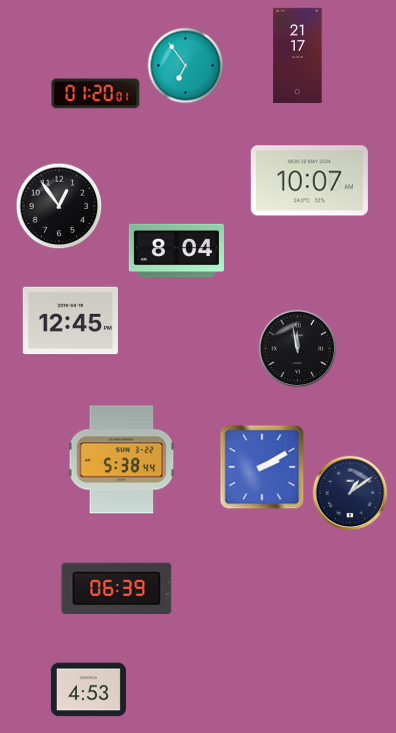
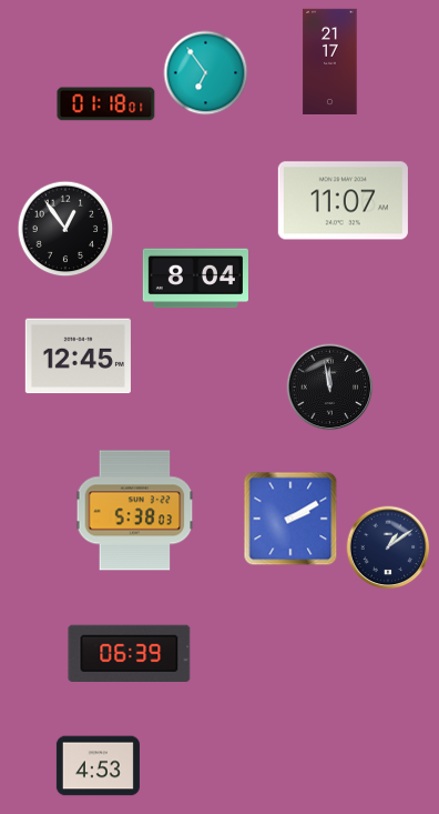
clock at (96, 94): 01:20 -> 01:18
clock at (309, 181): 10:07 -> 11:07
clock at (122, 460): 5:38:44 -> 5:38:03
